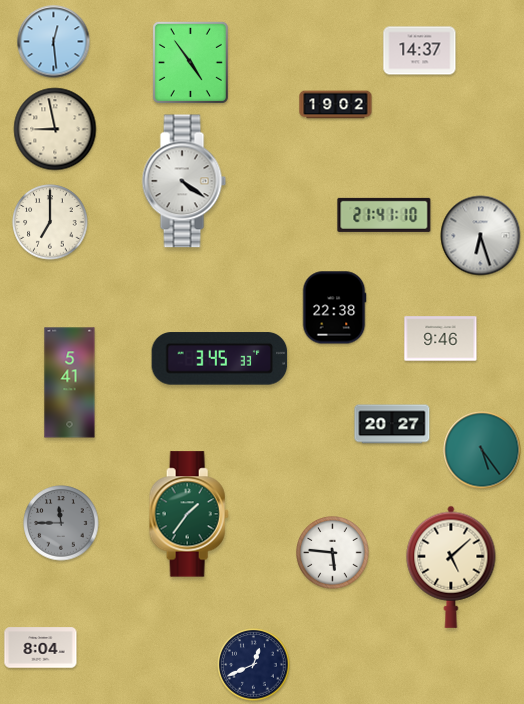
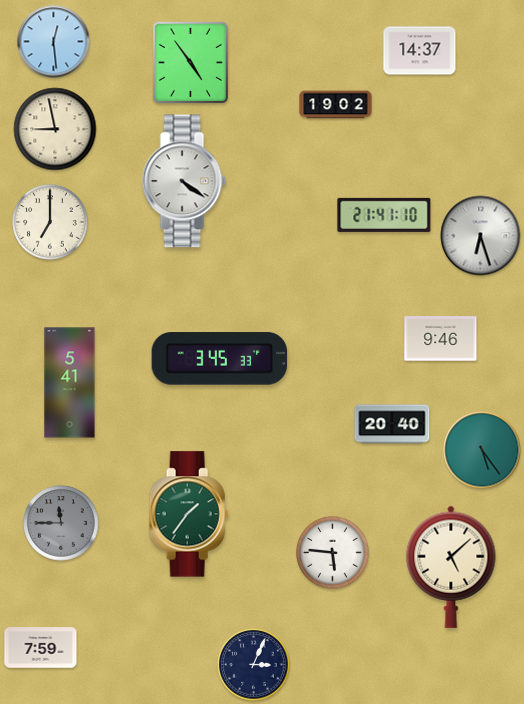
clock at (334, 308): 22:38 -> none
clock at (392, 424): 20:27 -> 20:40
clock at (41, 648): 8:04 -> 7:59
clock at (254, 665): 12:41 -> 3:04
